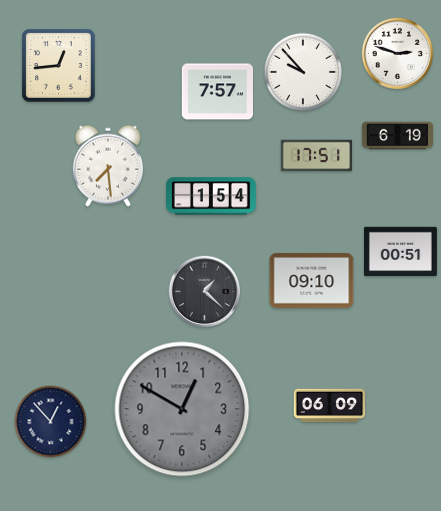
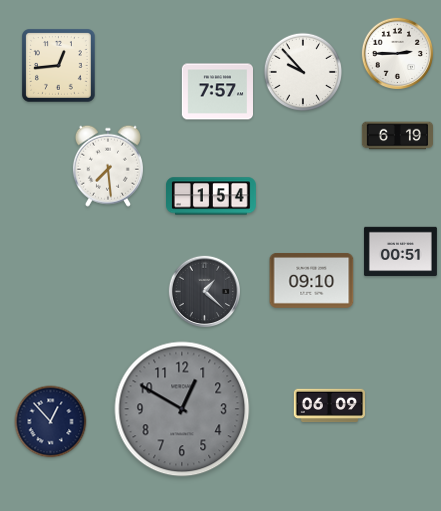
clock at (398, 54): 2:48 -> 2:45
clock at (316, 156): 17:51 -> none
